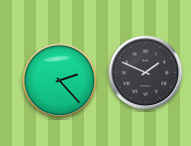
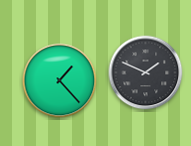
clock at (60, 81): 2:23 -> 1:23
